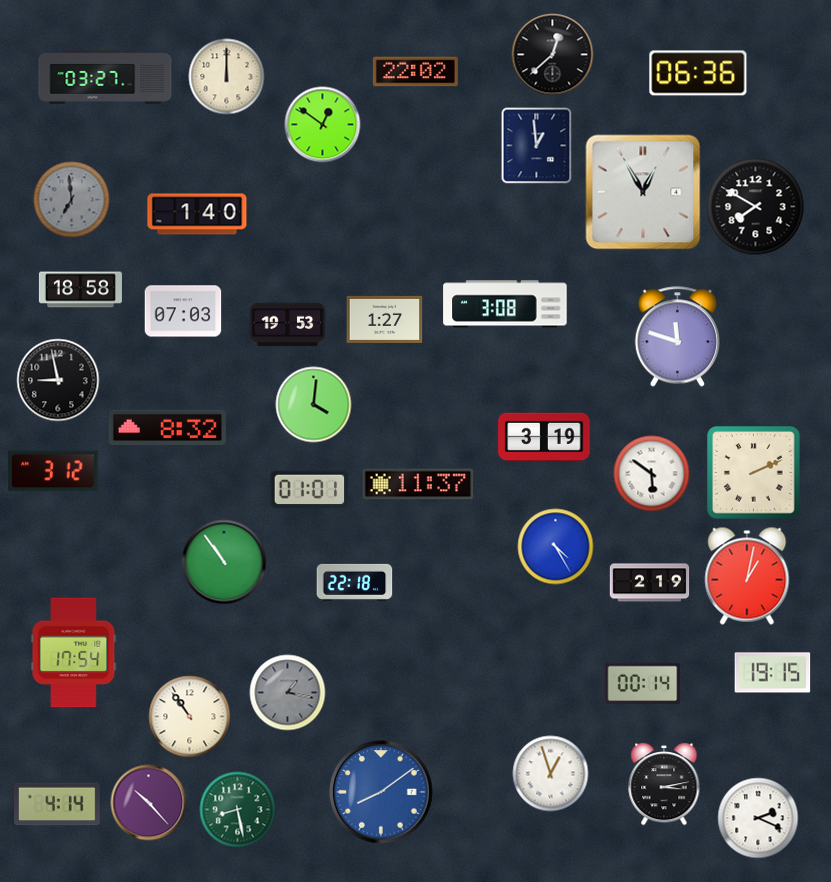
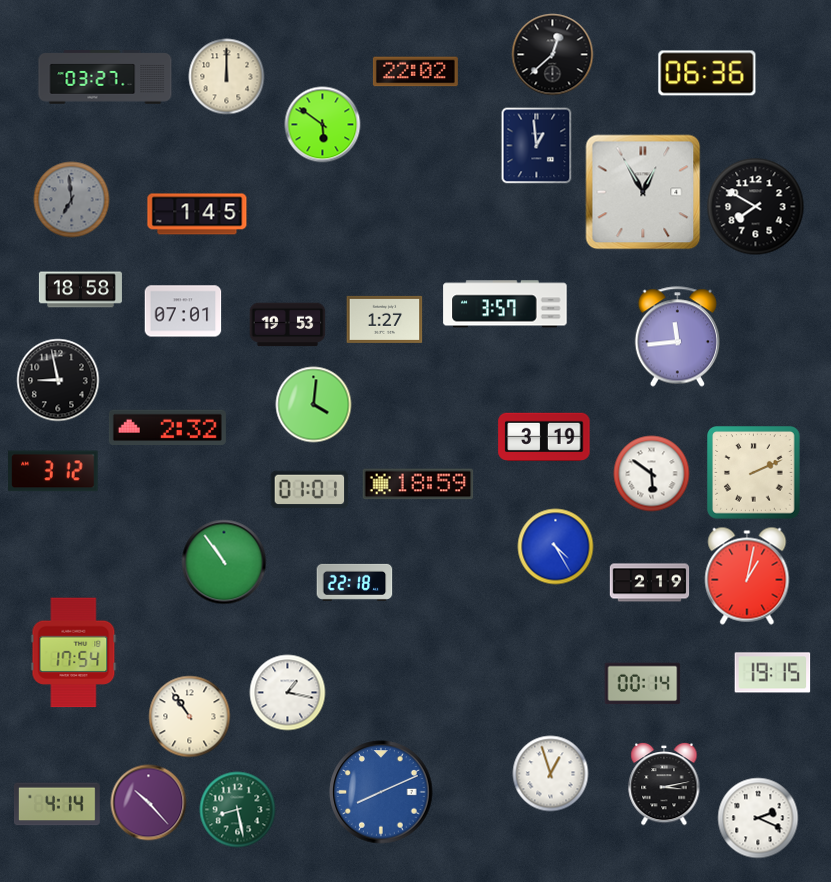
clock at (698, 73) position: (698, 73) -> (707, 73)
clock at (323, 125): 12:51 -> 5:51
clock at (197, 214): 1:40 -> 1:45
clock at (505, 304): 3:08 -> 3:57
clock at (183, 311): 07:03 -> 07:01
clock at (677, 337): 11:48 -> 11:44
clock at (167, 428): 8:32 -> 2:32
clock at (418, 484): 11:37 -> 18:59
clock at (288, 693) dial: grey -> white
clock at (381, 792): 8:09 -> 8:11
